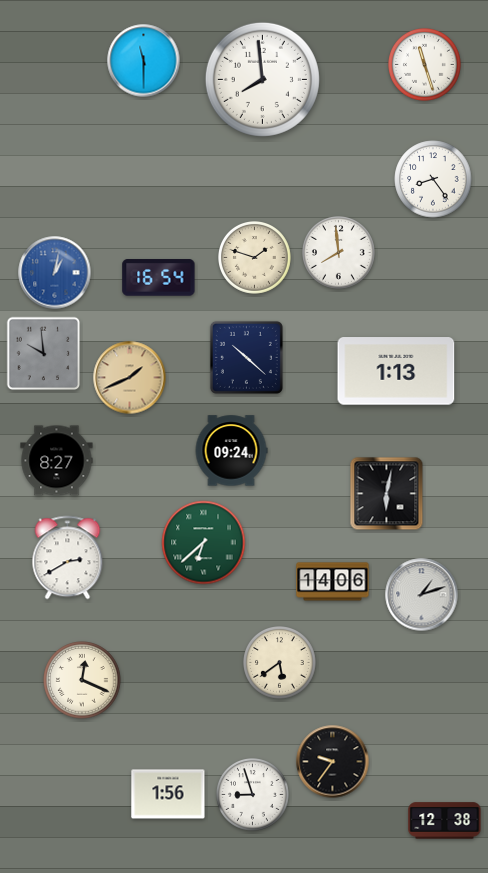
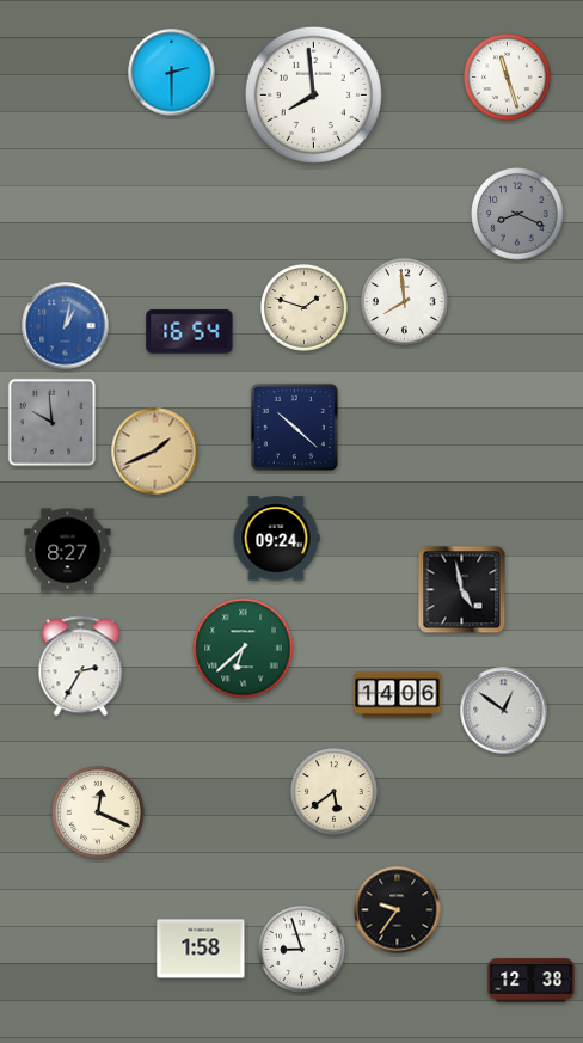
clock at (144, 61): 11:30 -> 2:30
clock at (433, 179): 8:24 -> 8:19
clock at (433, 179) dial: white -> grey
clock at (396, 371): 1:13 -> none
clock at (387, 494): 6:02 -> 4:58
clock at (68, 558): 2:40 -> 2:35
clock at (422, 595): 1:12 -> 12:51
clock at (168, 794): 1:56 -> 1:58
